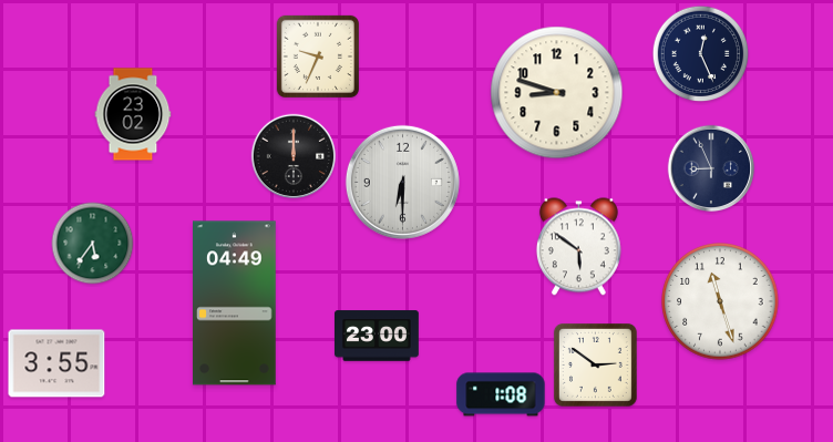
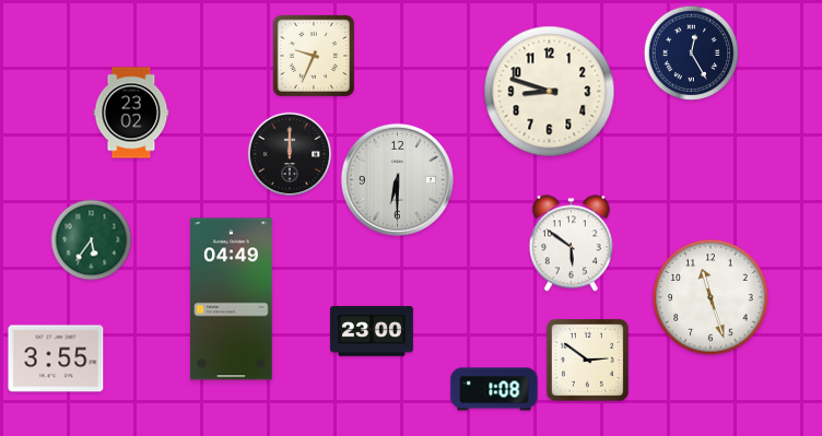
clock at (701, 54): 12:26 -> 12:25
clock at (711, 168): 8:56 -> none
